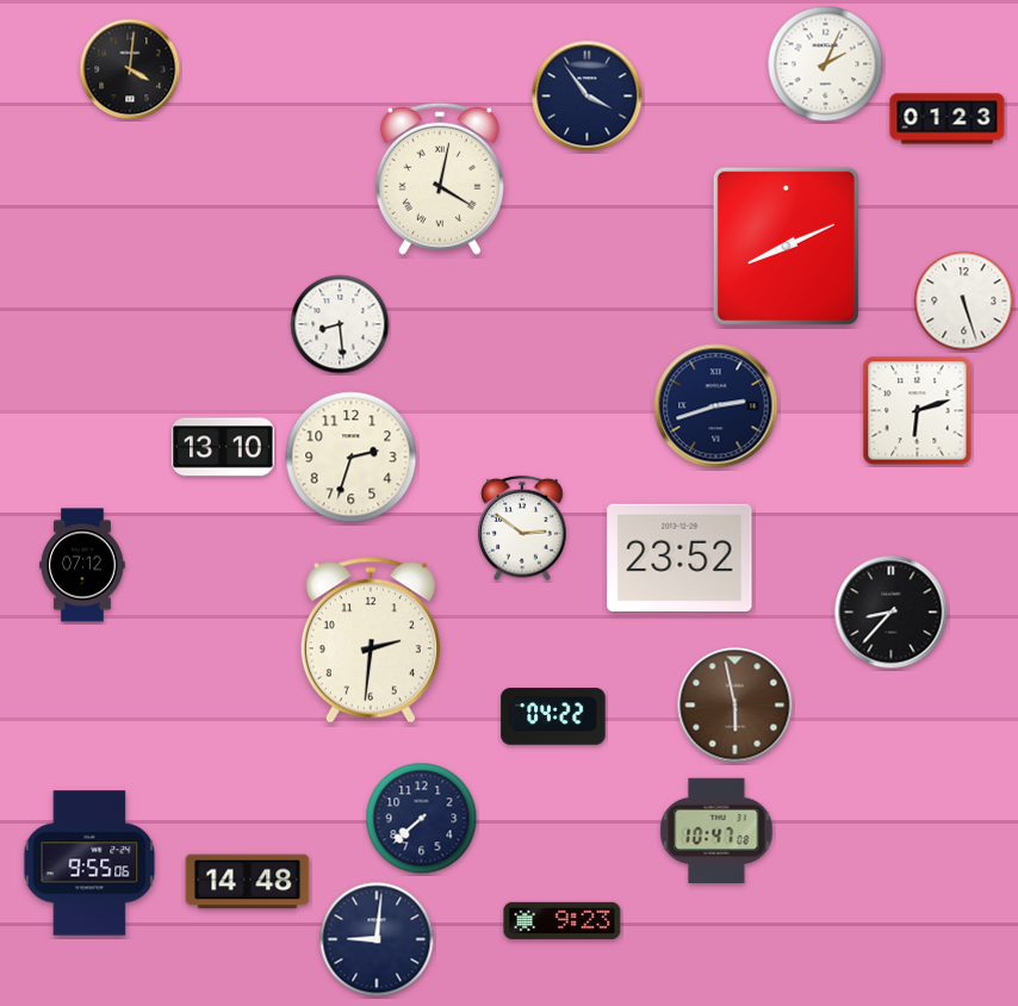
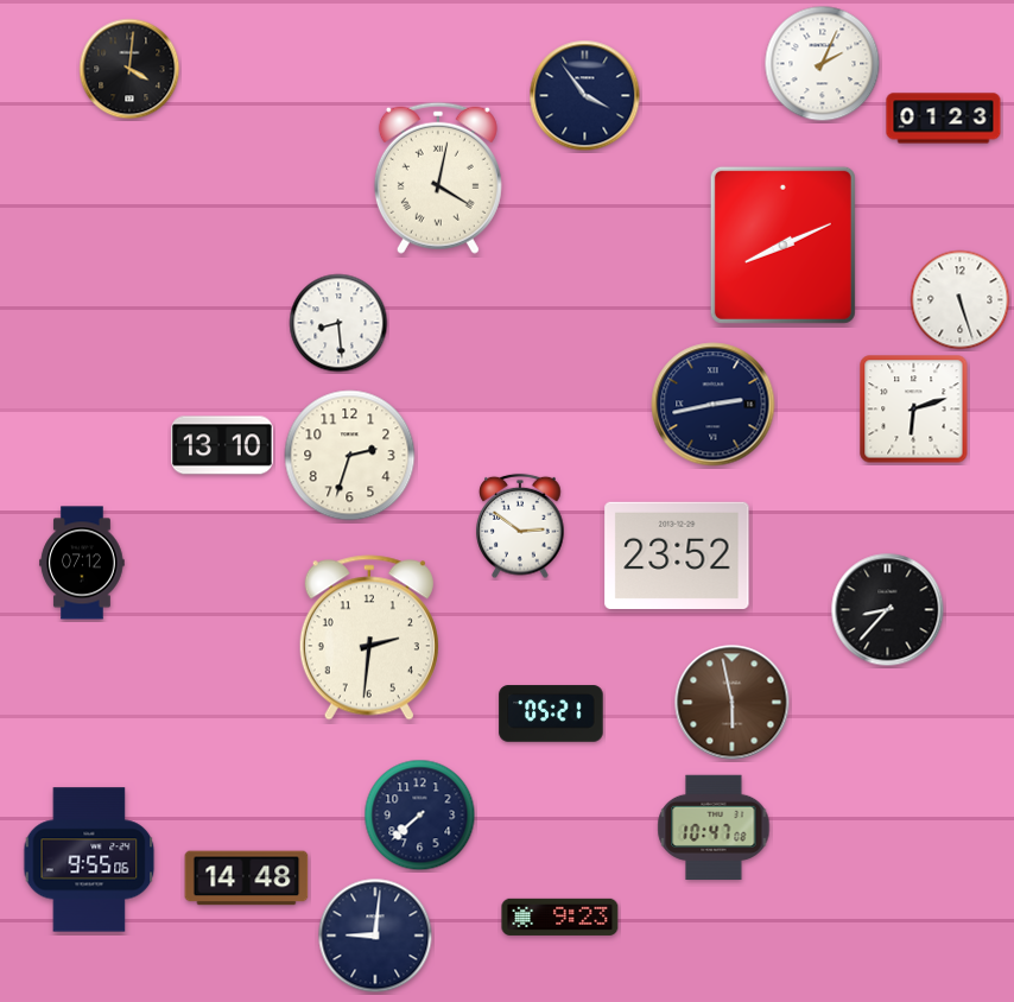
clock at (716, 406): 2:42 -> 2:43
clock at (553, 716): 04:22 -> 05:21
